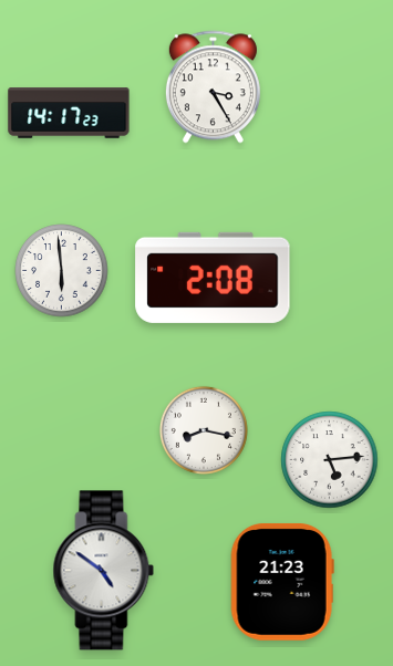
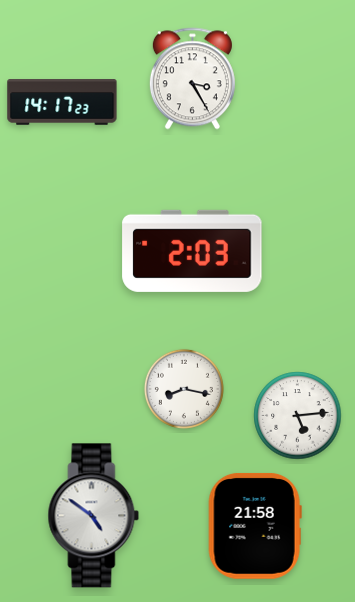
clock at (62, 271): 5:59 -> none
clock at (213, 278): 2:08 -> 2:03
clock at (282, 582): 21:23 -> 21:58
